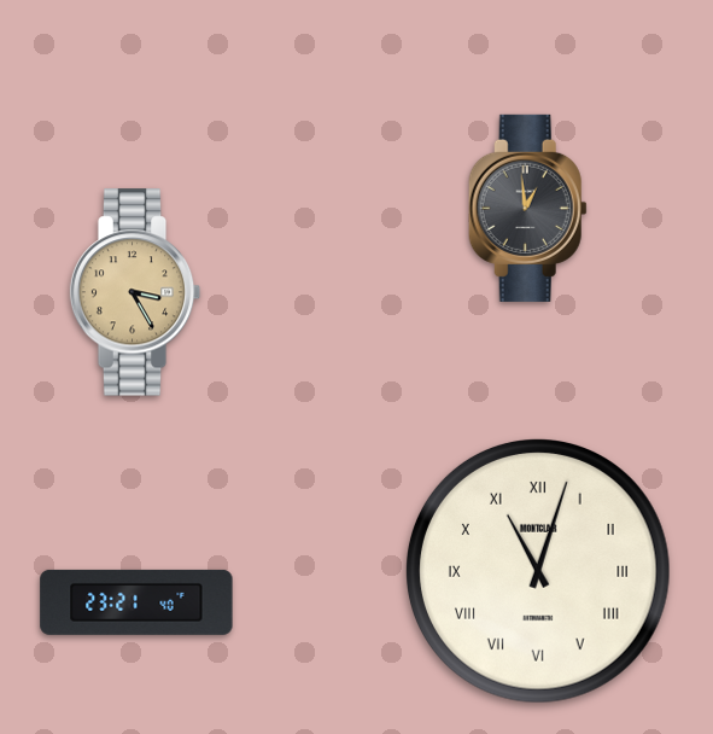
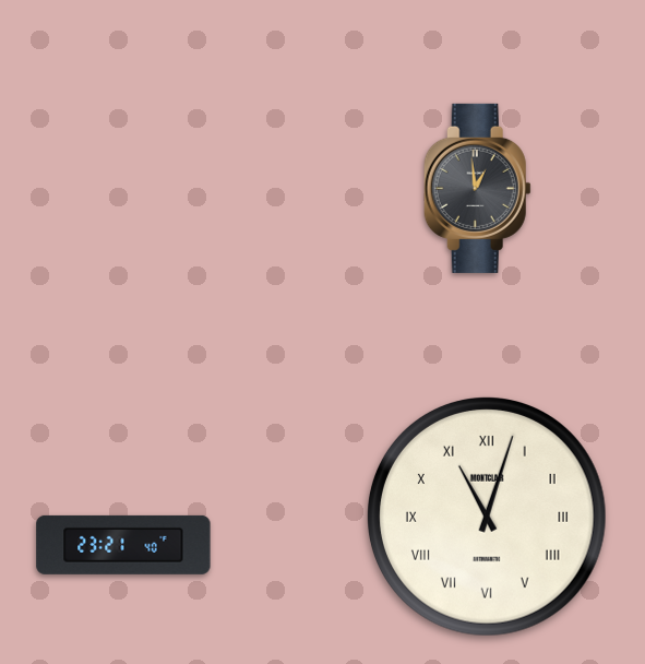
clock at (135, 292): 3:25 -> none
